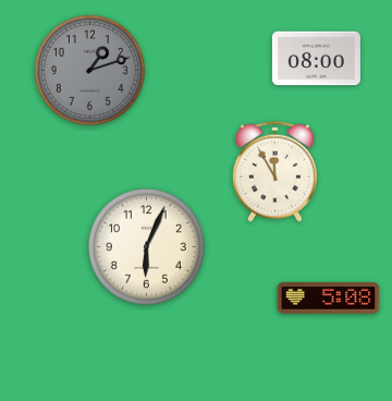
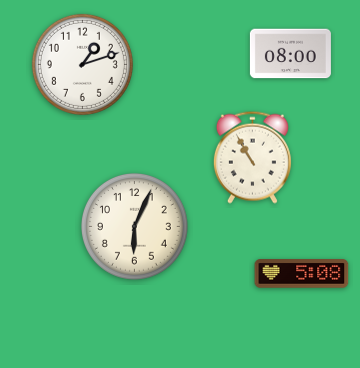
clock at (89, 70) dial: grey -> white
clock at (274, 171): 11:55 -> 10:55
